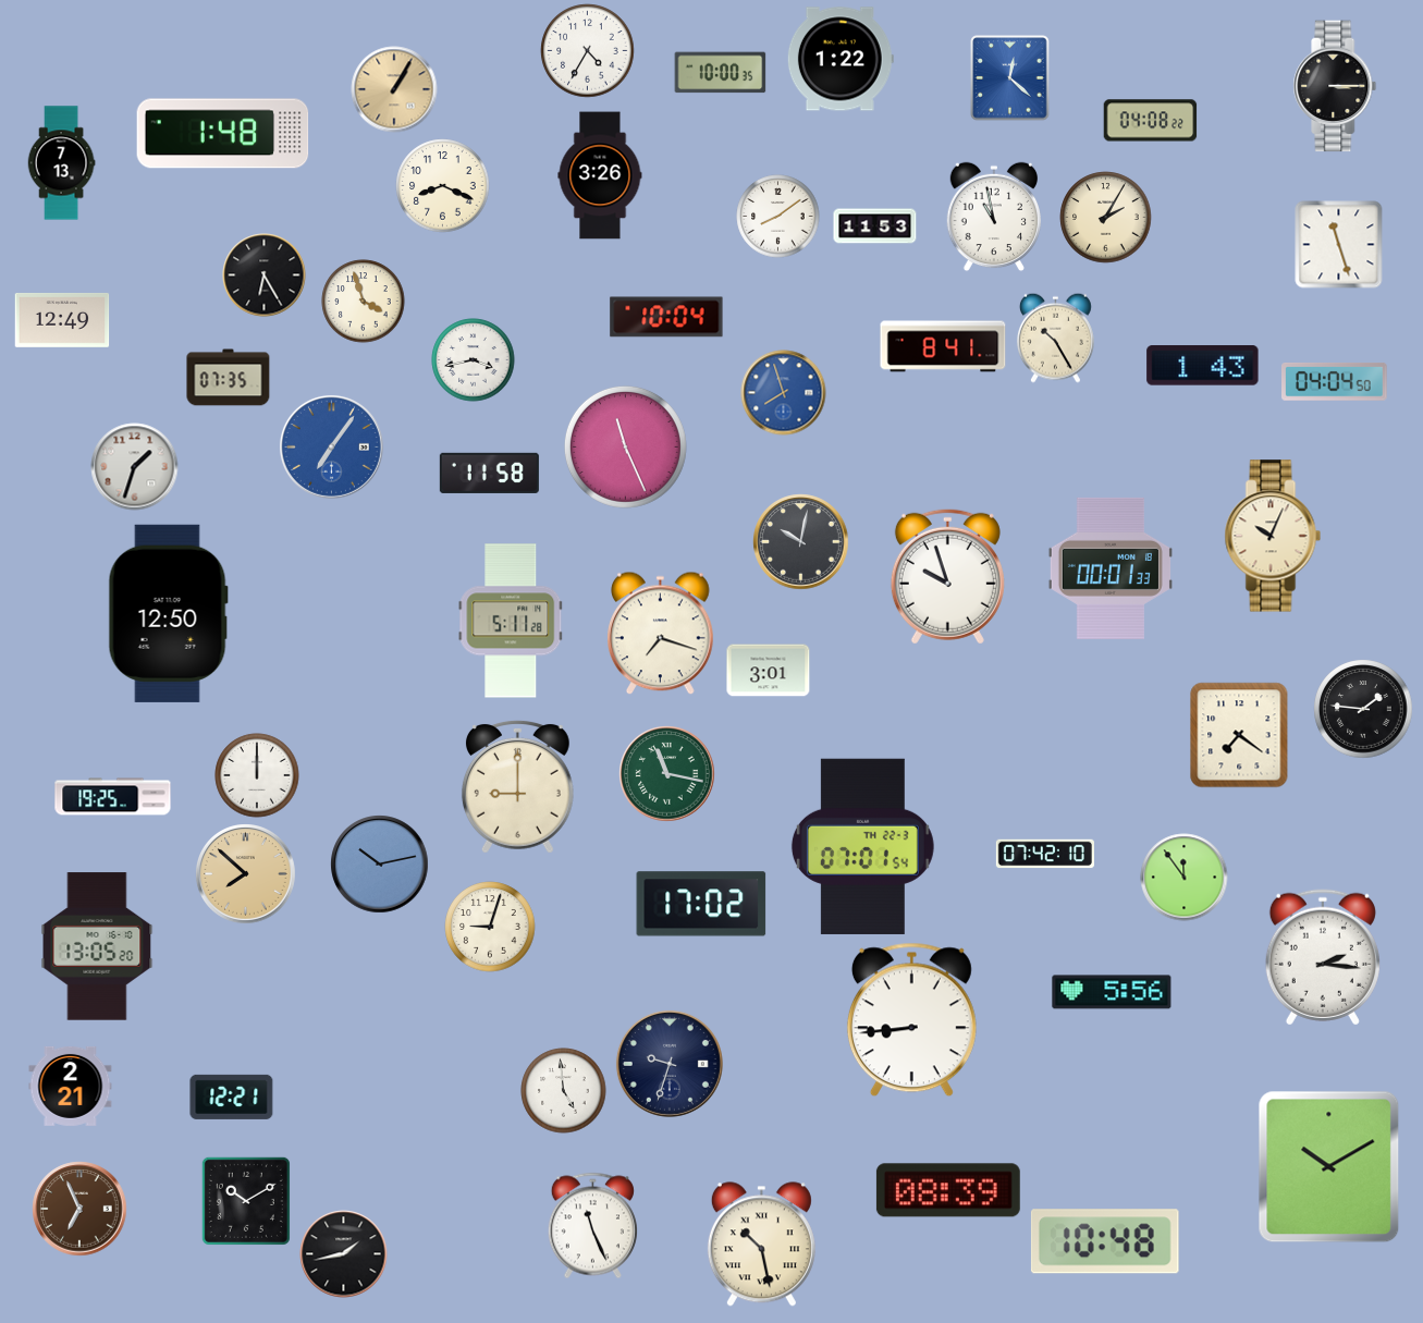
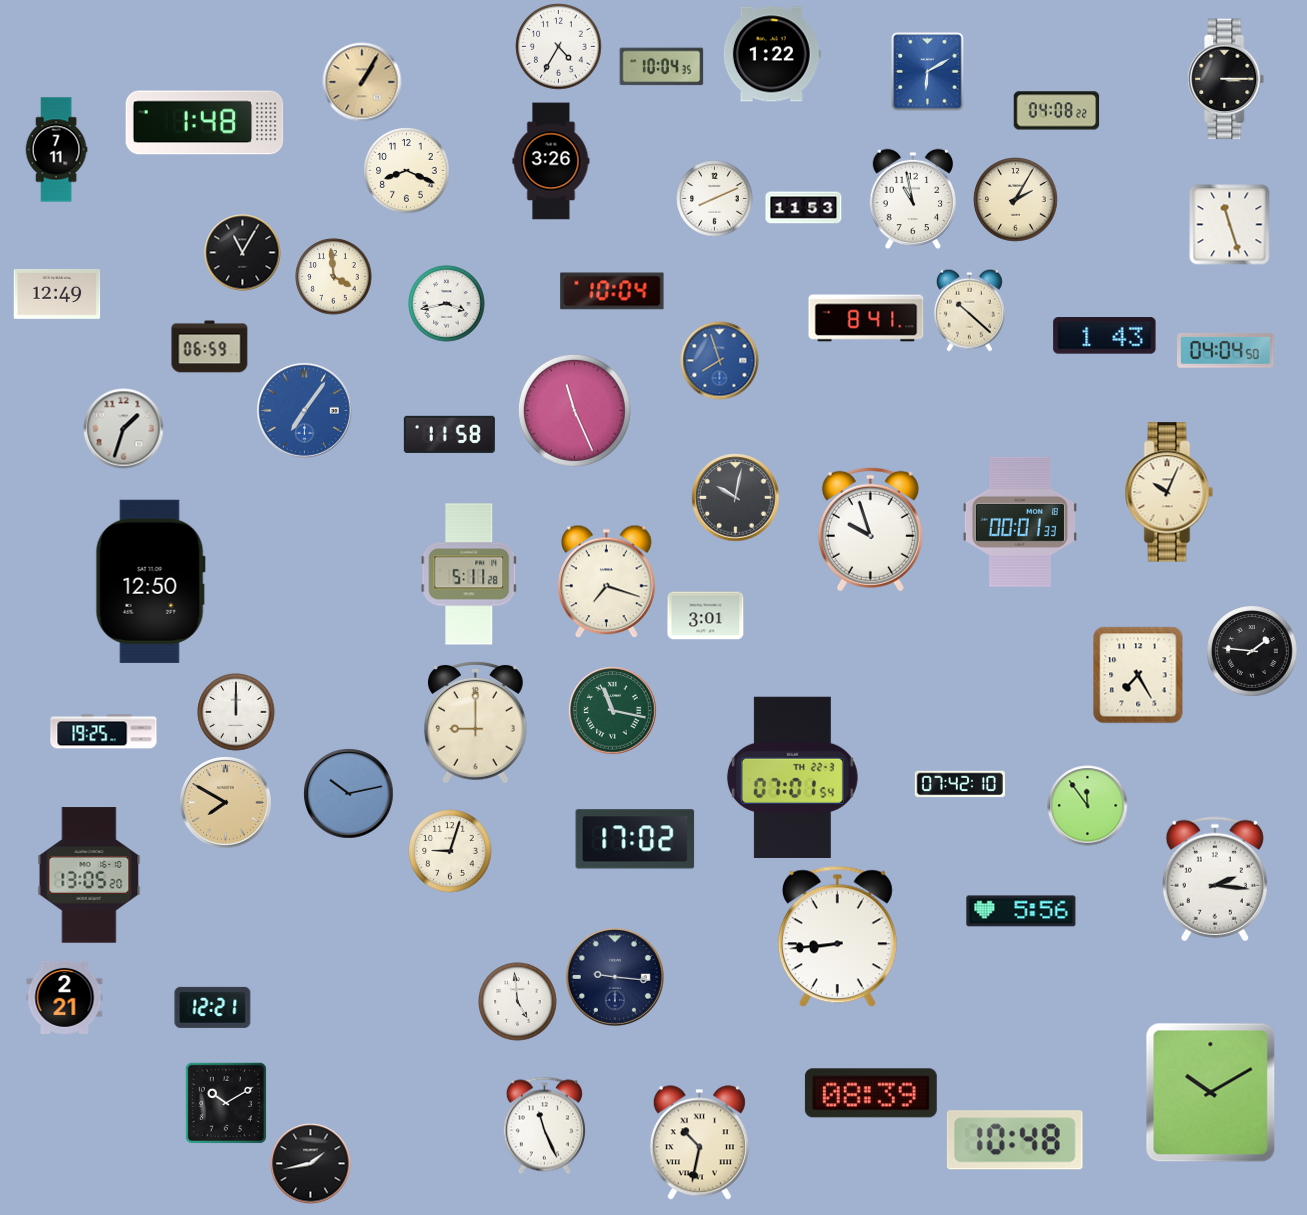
clock at (588, 51) position: (588, 51) -> (559, 47)
clock at (721, 73): 10:00 -> 10:04
clock at (1010, 78): 12:22 -> 6:10
clock at (61, 163): 7:13 -> 7:11
clock at (778, 217): 8:09 -> 8:11
clock at (265, 275): 6:25 -> 11:05
clock at (364, 302): 3:57 -> 3:59
clock at (1055, 338): 10:25 -> 10:22
clock at (474, 360) position: (474, 360) -> (447, 304)
clock at (229, 378): 07:35 -> 06:59
clock at (168, 613) position: (168, 613) -> (150, 581)
clock at (511, 621) position: (511, 621) -> (469, 574)
clock at (1239, 735): 7:21 -> 7:25
clock at (246, 874): 7:52 -> 7:50
clock at (701, 904) position: (701, 904) -> (635, 839)
clock at (97, 946) position: (97, 946) -> (89, 875)
clock at (670, 1064): 9:33 -> 9:16
clock at (1329, 1167) position: (1329, 1167) -> (1211, 1093)
clock at (79, 1209): 6:56 -> none
clock at (761, 1245): 10:28 -> 10:32
clock at (344, 1254) position: (344, 1254) -> (311, 1164)
